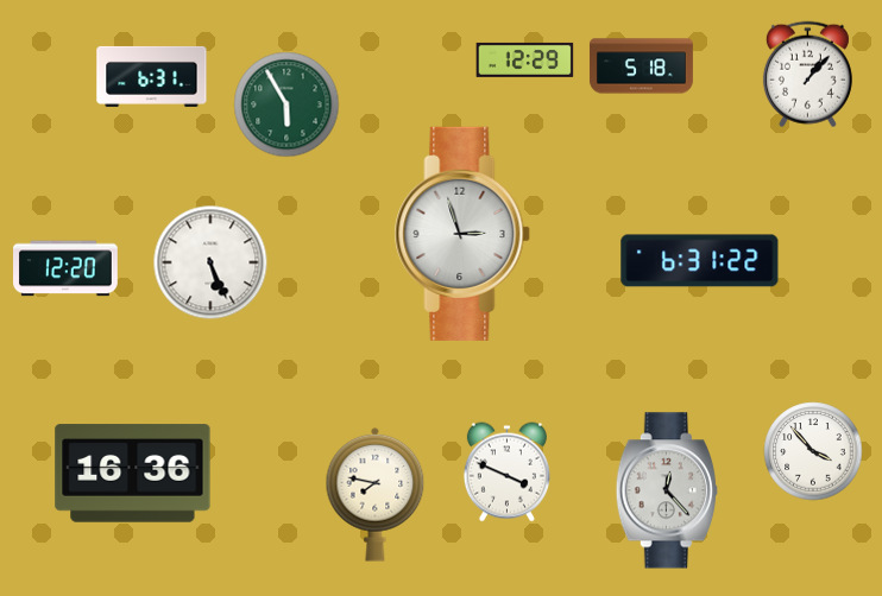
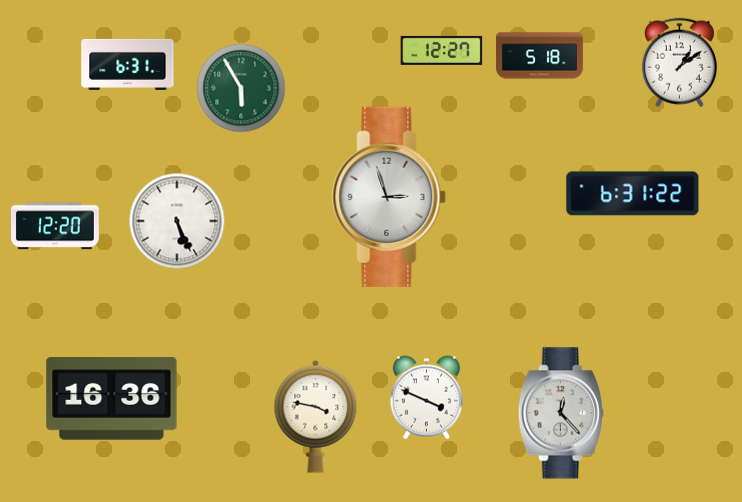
clock at (525, 59): 12:29 -> 12:27
clock at (807, 75): 1:07 -> 1:09
clock at (700, 261) position: (700, 261) -> (633, 194)
clock at (813, 451): 3:53 -> none
clock at (376, 494): 7:47 -> 3:47
